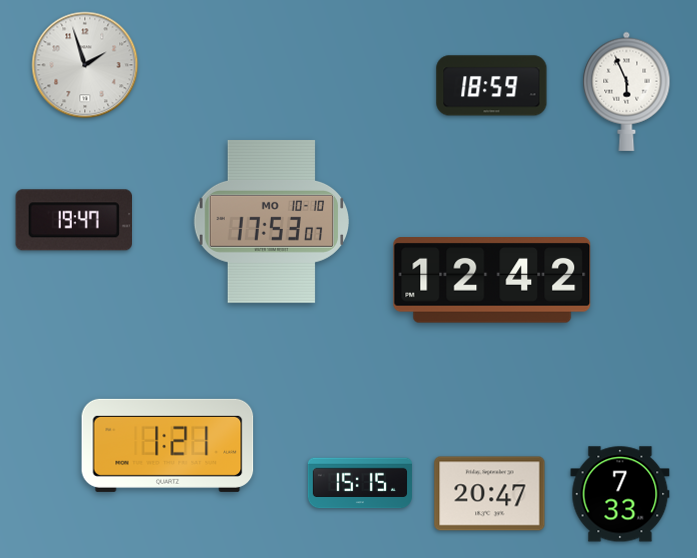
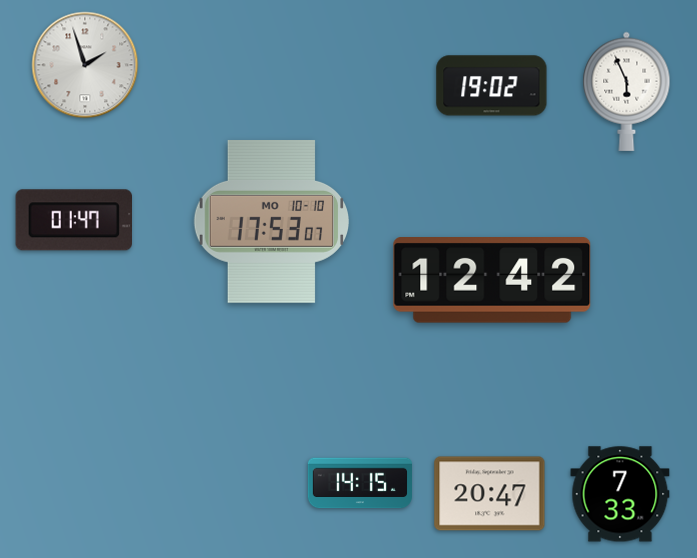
clock at (492, 86): 18:59 -> 19:02
clock at (73, 220): 19:47 -> 01:47
clock at (168, 445): 1:21 -> none
clock at (360, 483): 15:15 -> 14:15
